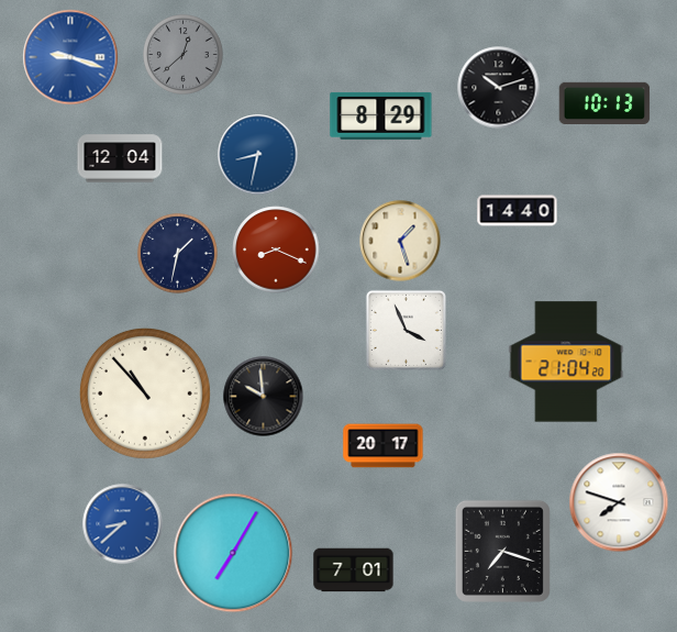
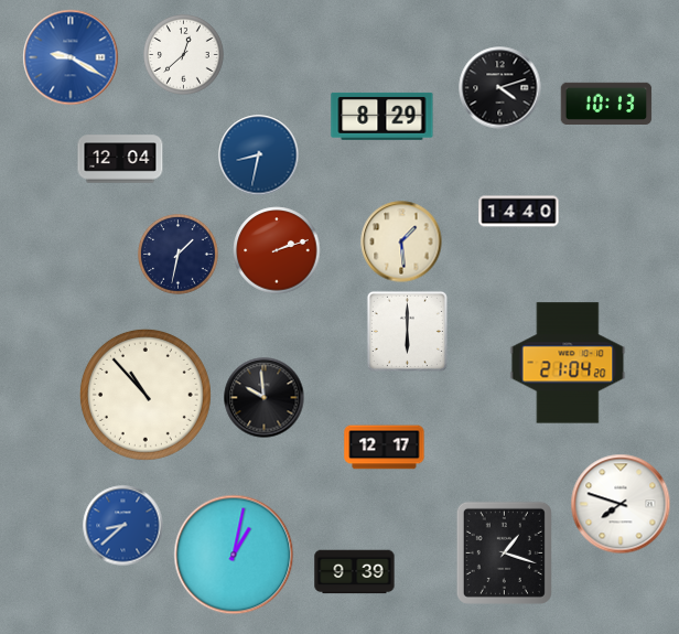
clock at (184, 55) dial: grey -> white
clock at (70, 57): 9:18 -> 9:20
clock at (499, 88): 10:12 -> 4:12
clock at (400, 241): 1:27 -> 1:29
clock at (276, 250): 8:19 -> 2:12
clock at (406, 330): 3:56 -> 6:00
clock at (384, 446): 20:17 -> 12:17
clock at (502, 551): 7:18 -> 1:18
clock at (233, 553): 7:05 -> 1:02
clock at (354, 570): 7:01 -> 9:39
